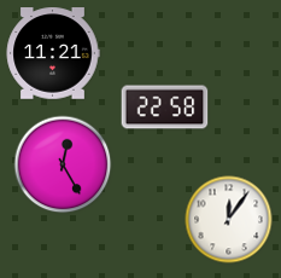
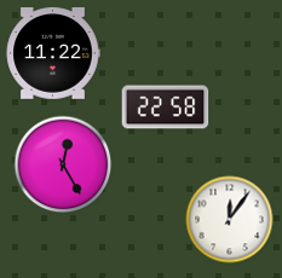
clock at (53, 53): 11:21 -> 11:22
